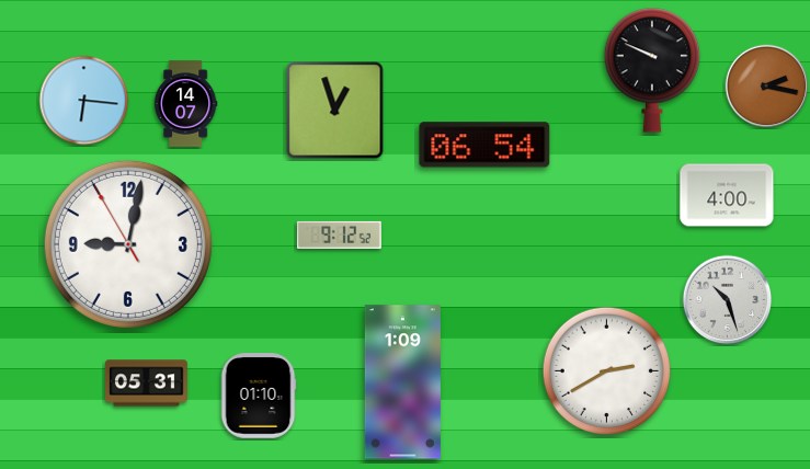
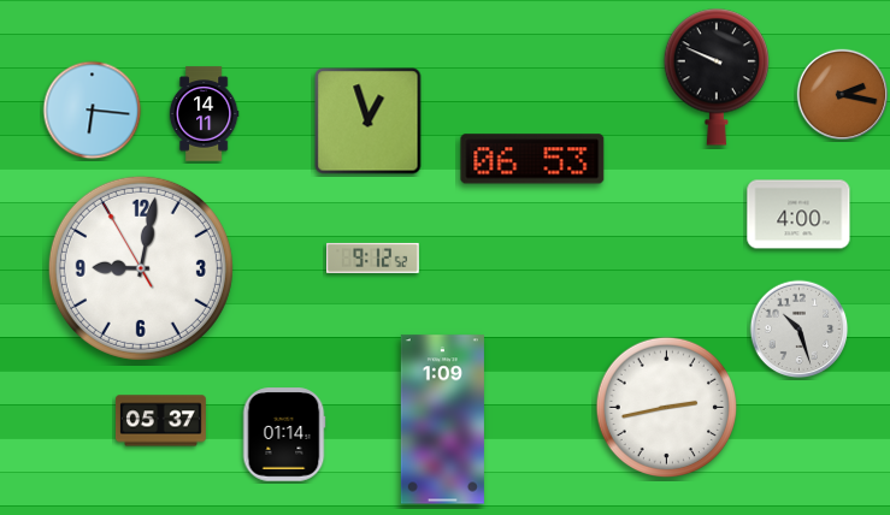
clock at (185, 104): 14:07 -> 14:11
clock at (484, 145): 06:54 -> 06:53
clock at (607, 371): 2:40 -> 2:43
clock at (146, 384): 05:31 -> 05:37
clock at (259, 396): 01:10 -> 01:14
